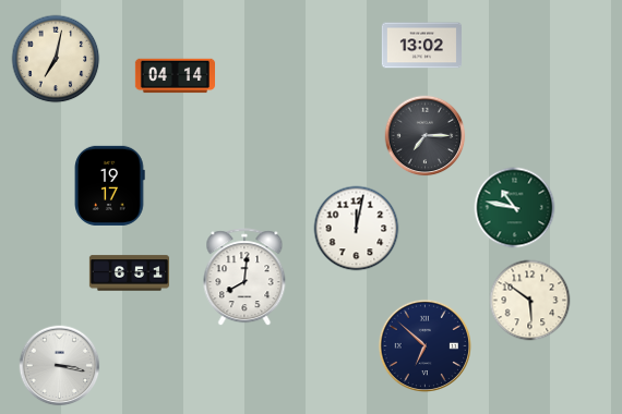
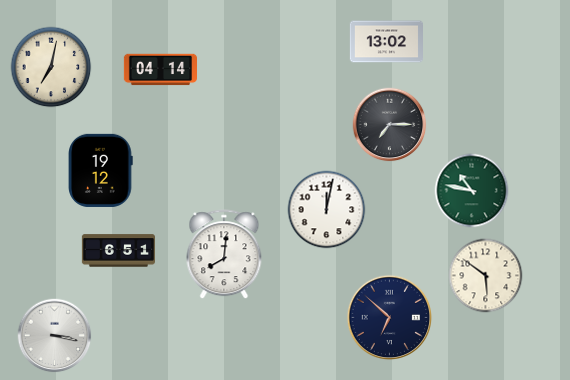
clock at (56, 59) position: (56, 59) -> (51, 67)
clock at (110, 185): 19:17 -> 19:12
